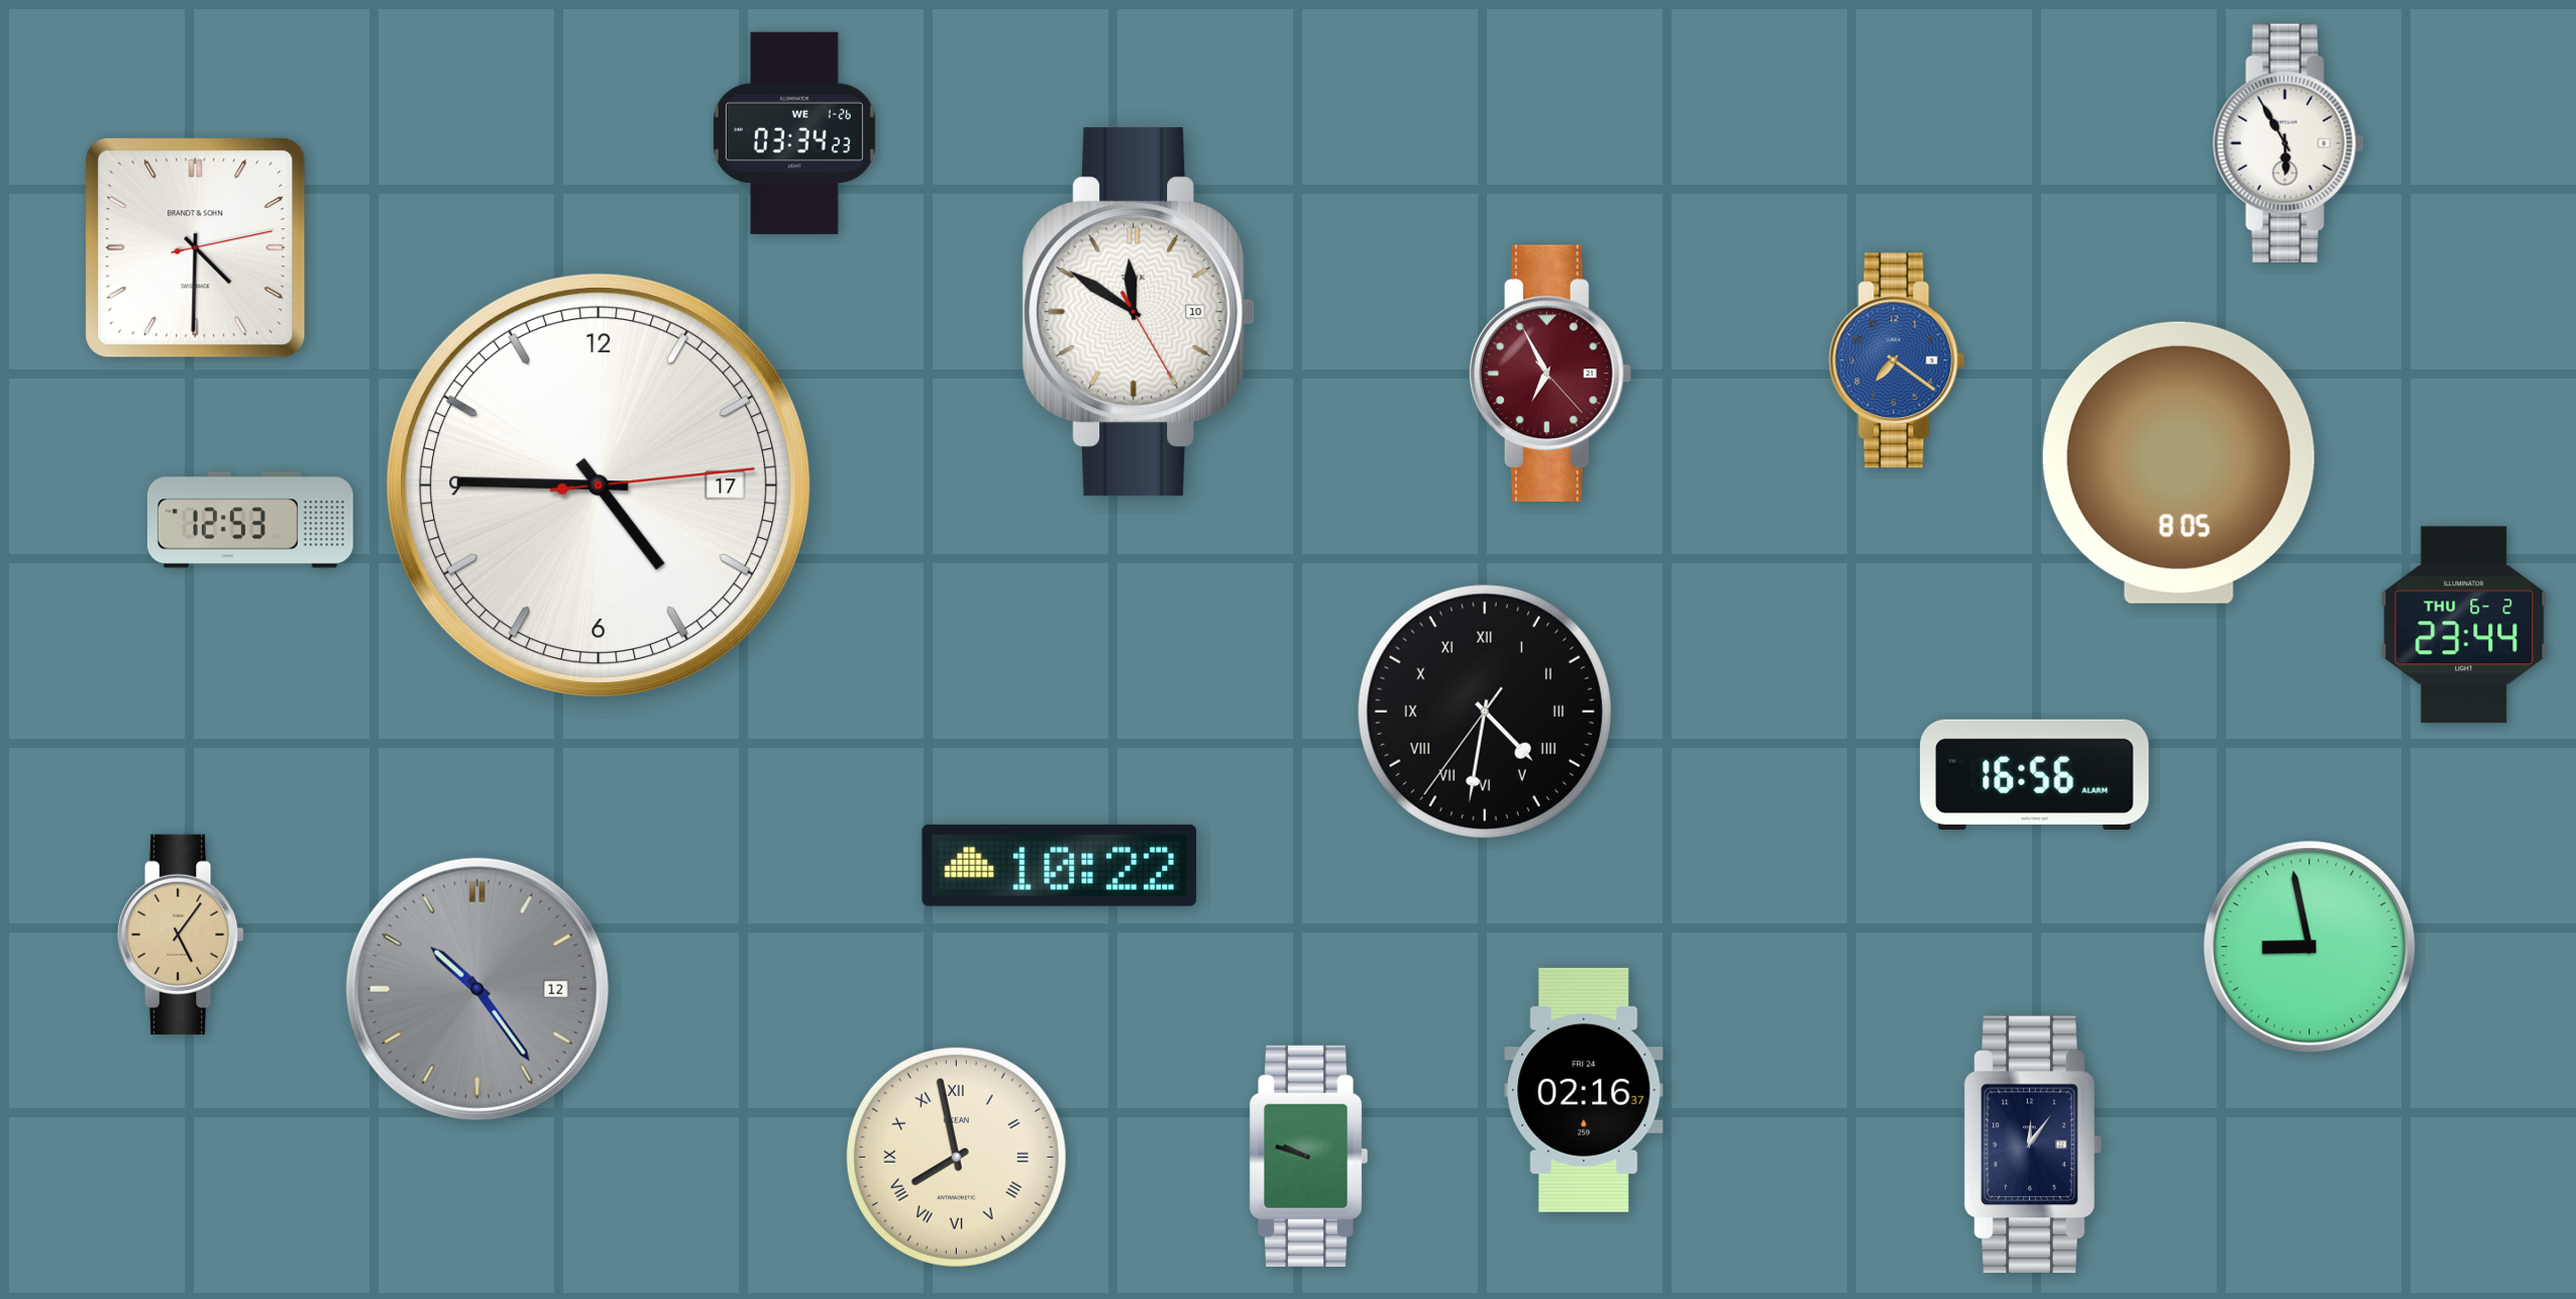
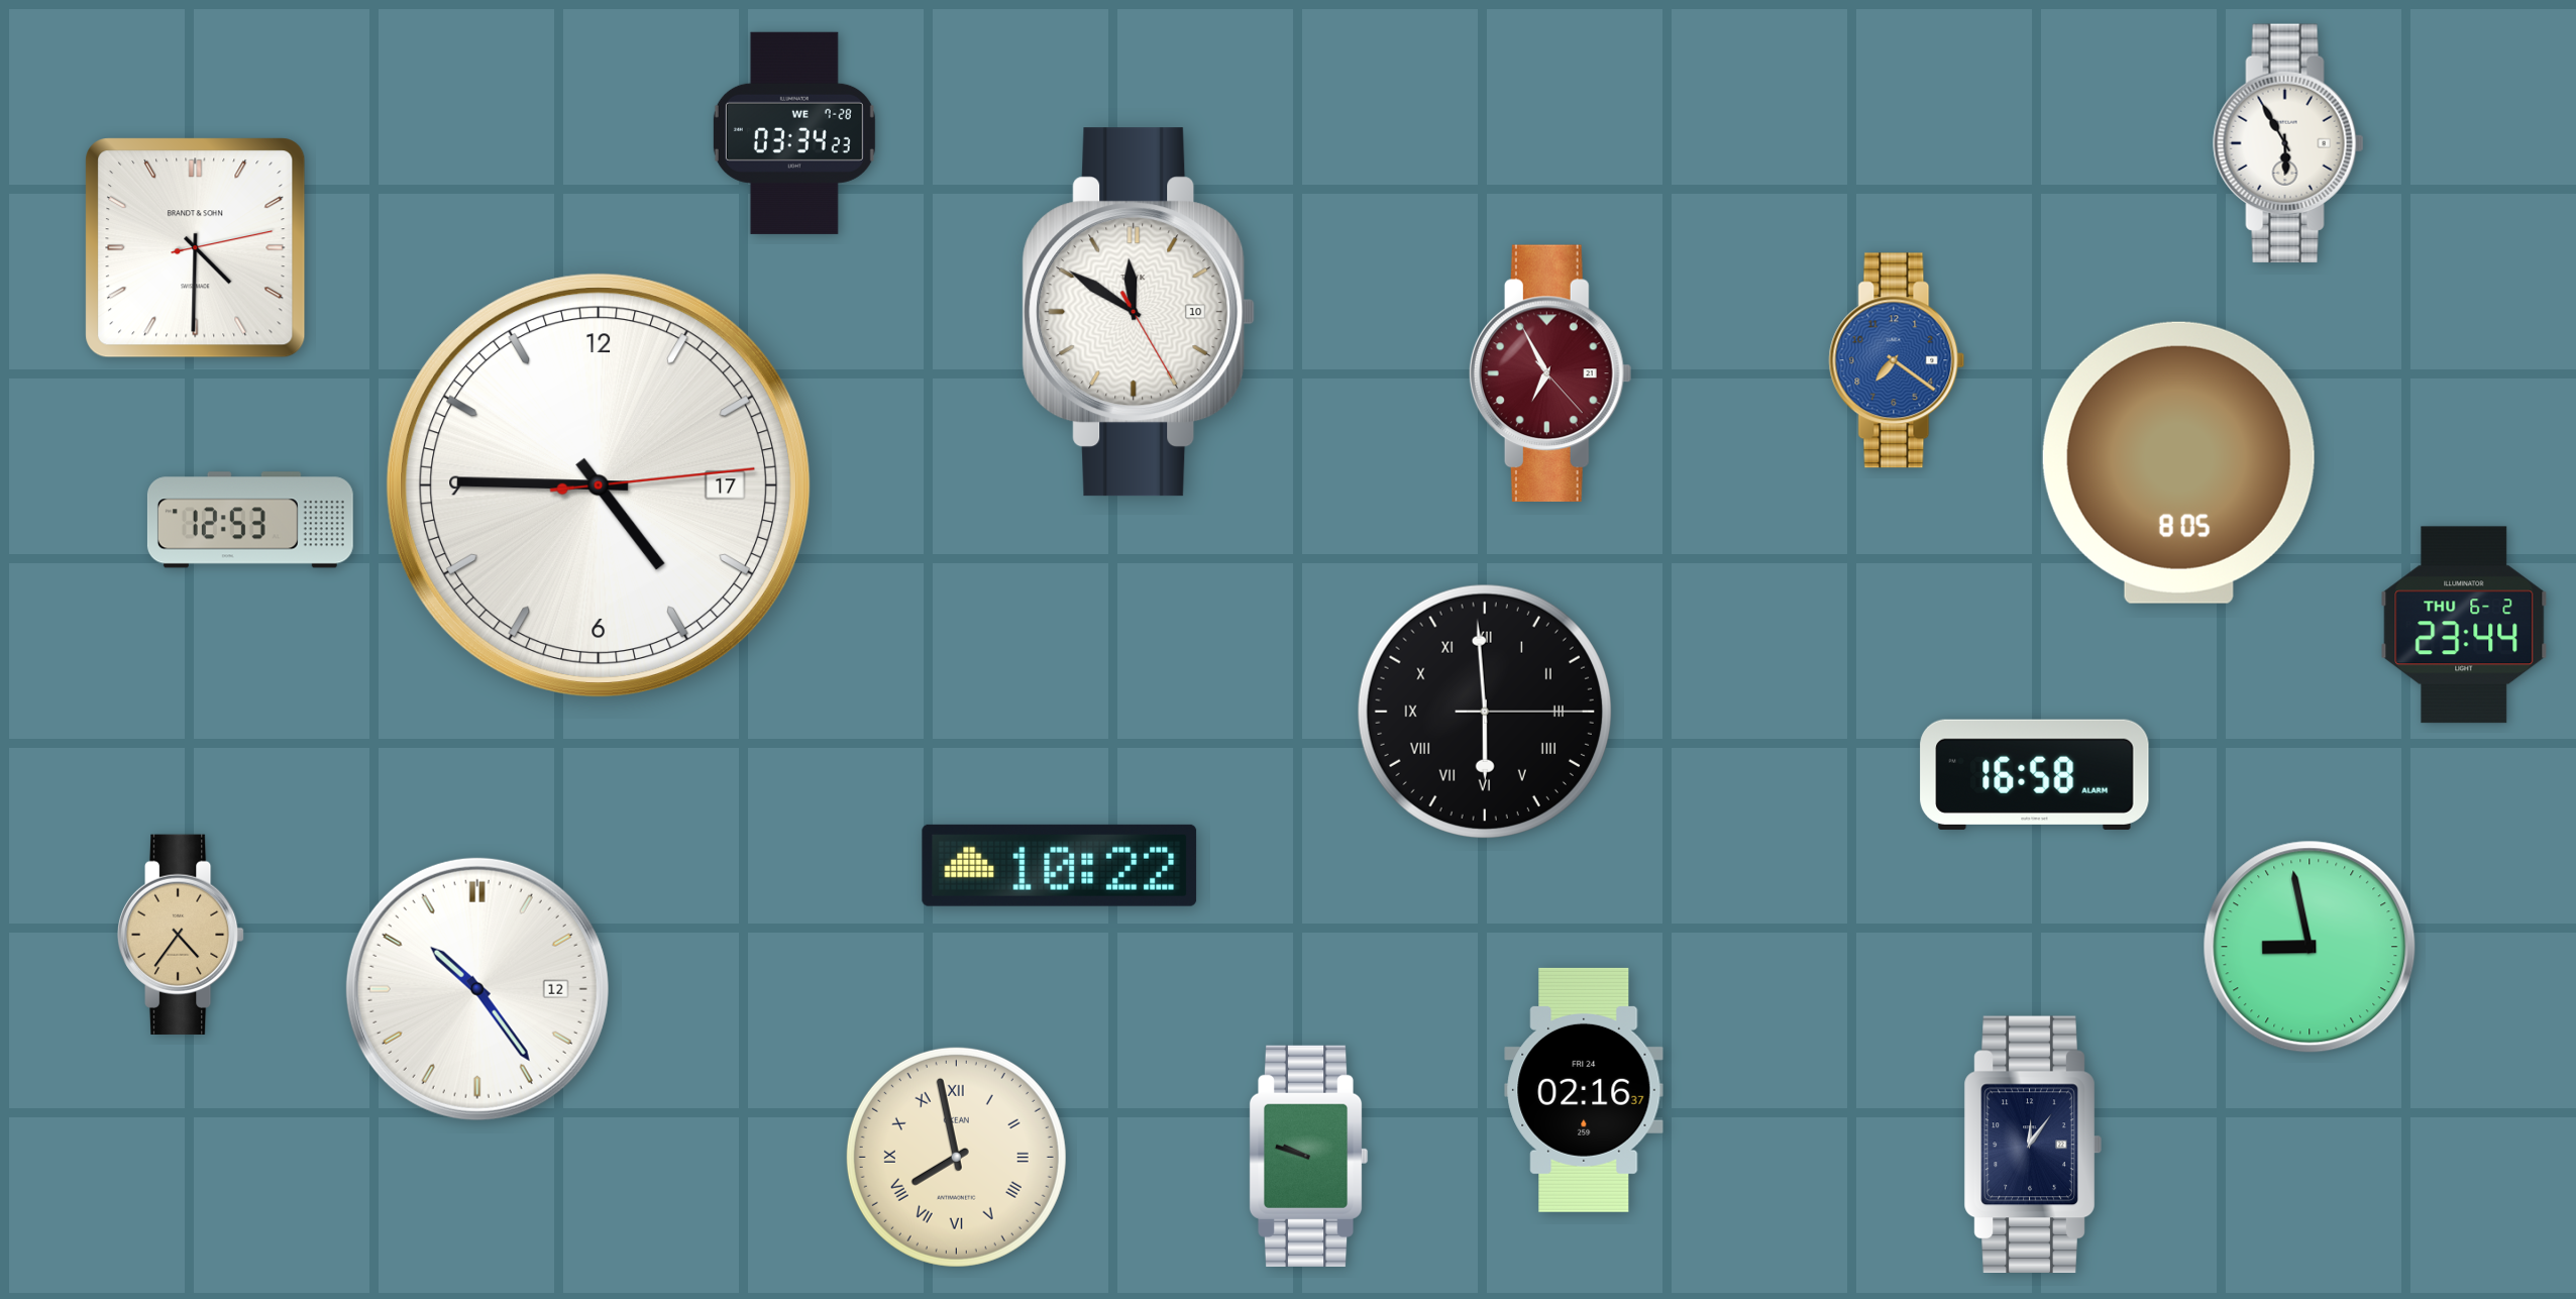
clock at (794, 133) date: WE 1-26 -> WE 7-28
clock at (1485, 712): 4:31 -> 5:59
clock at (2035, 774): 16:56 -> 16:58
clock at (182, 935): 5:06 -> 4:36
clock at (477, 989) dial: grey -> white
